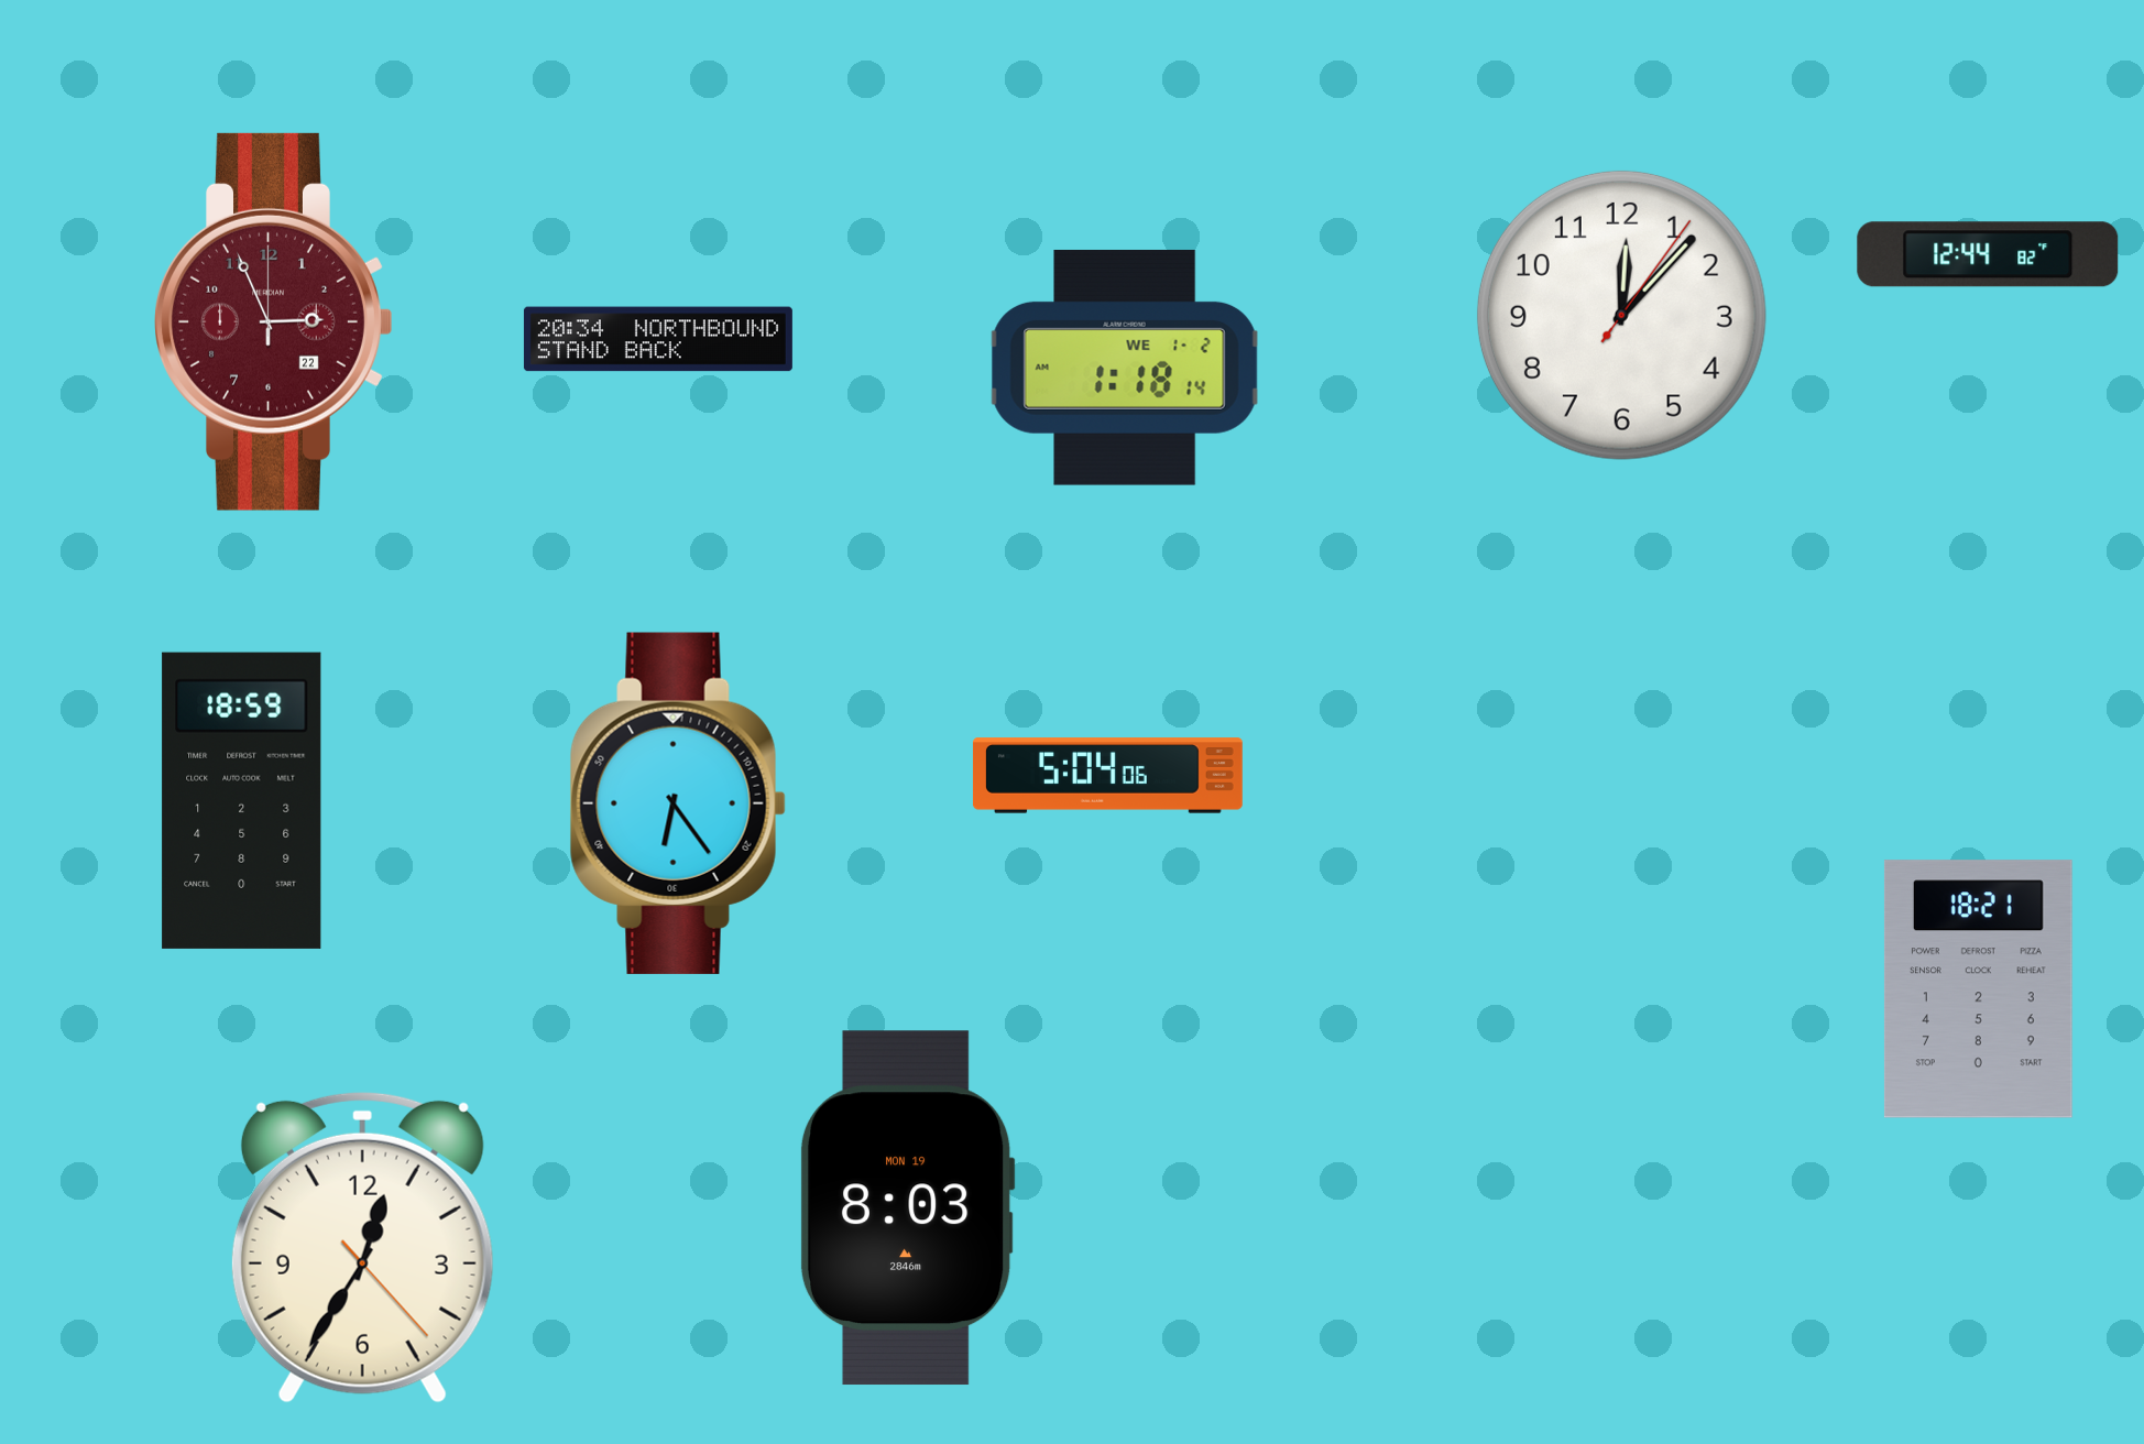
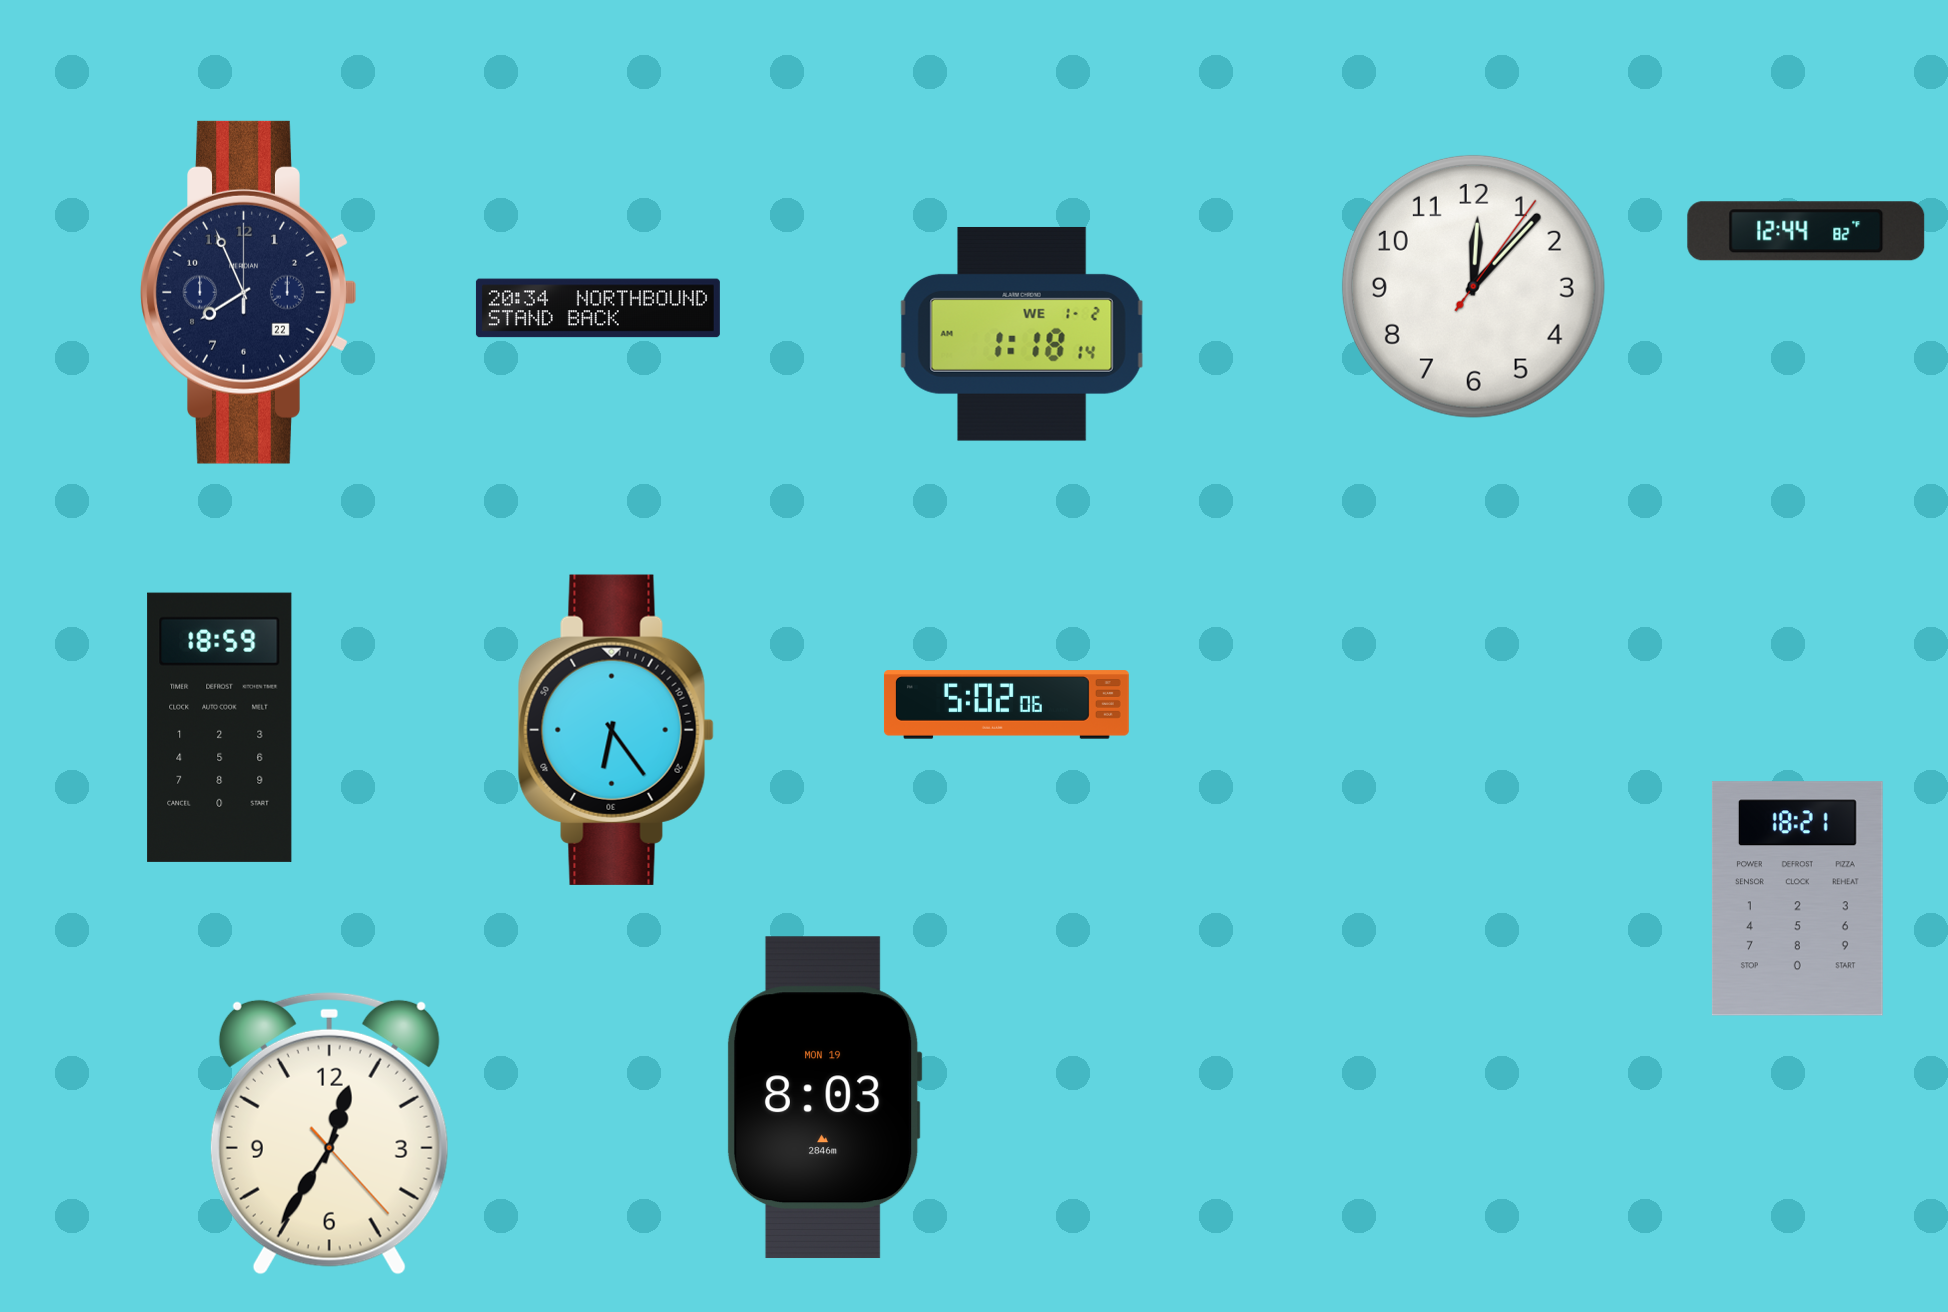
clock at (274, 321): 2:56 -> 7:56
clock at (274, 321) dial: burgundy -> navy
clock at (1107, 776): 5:04 -> 5:02
